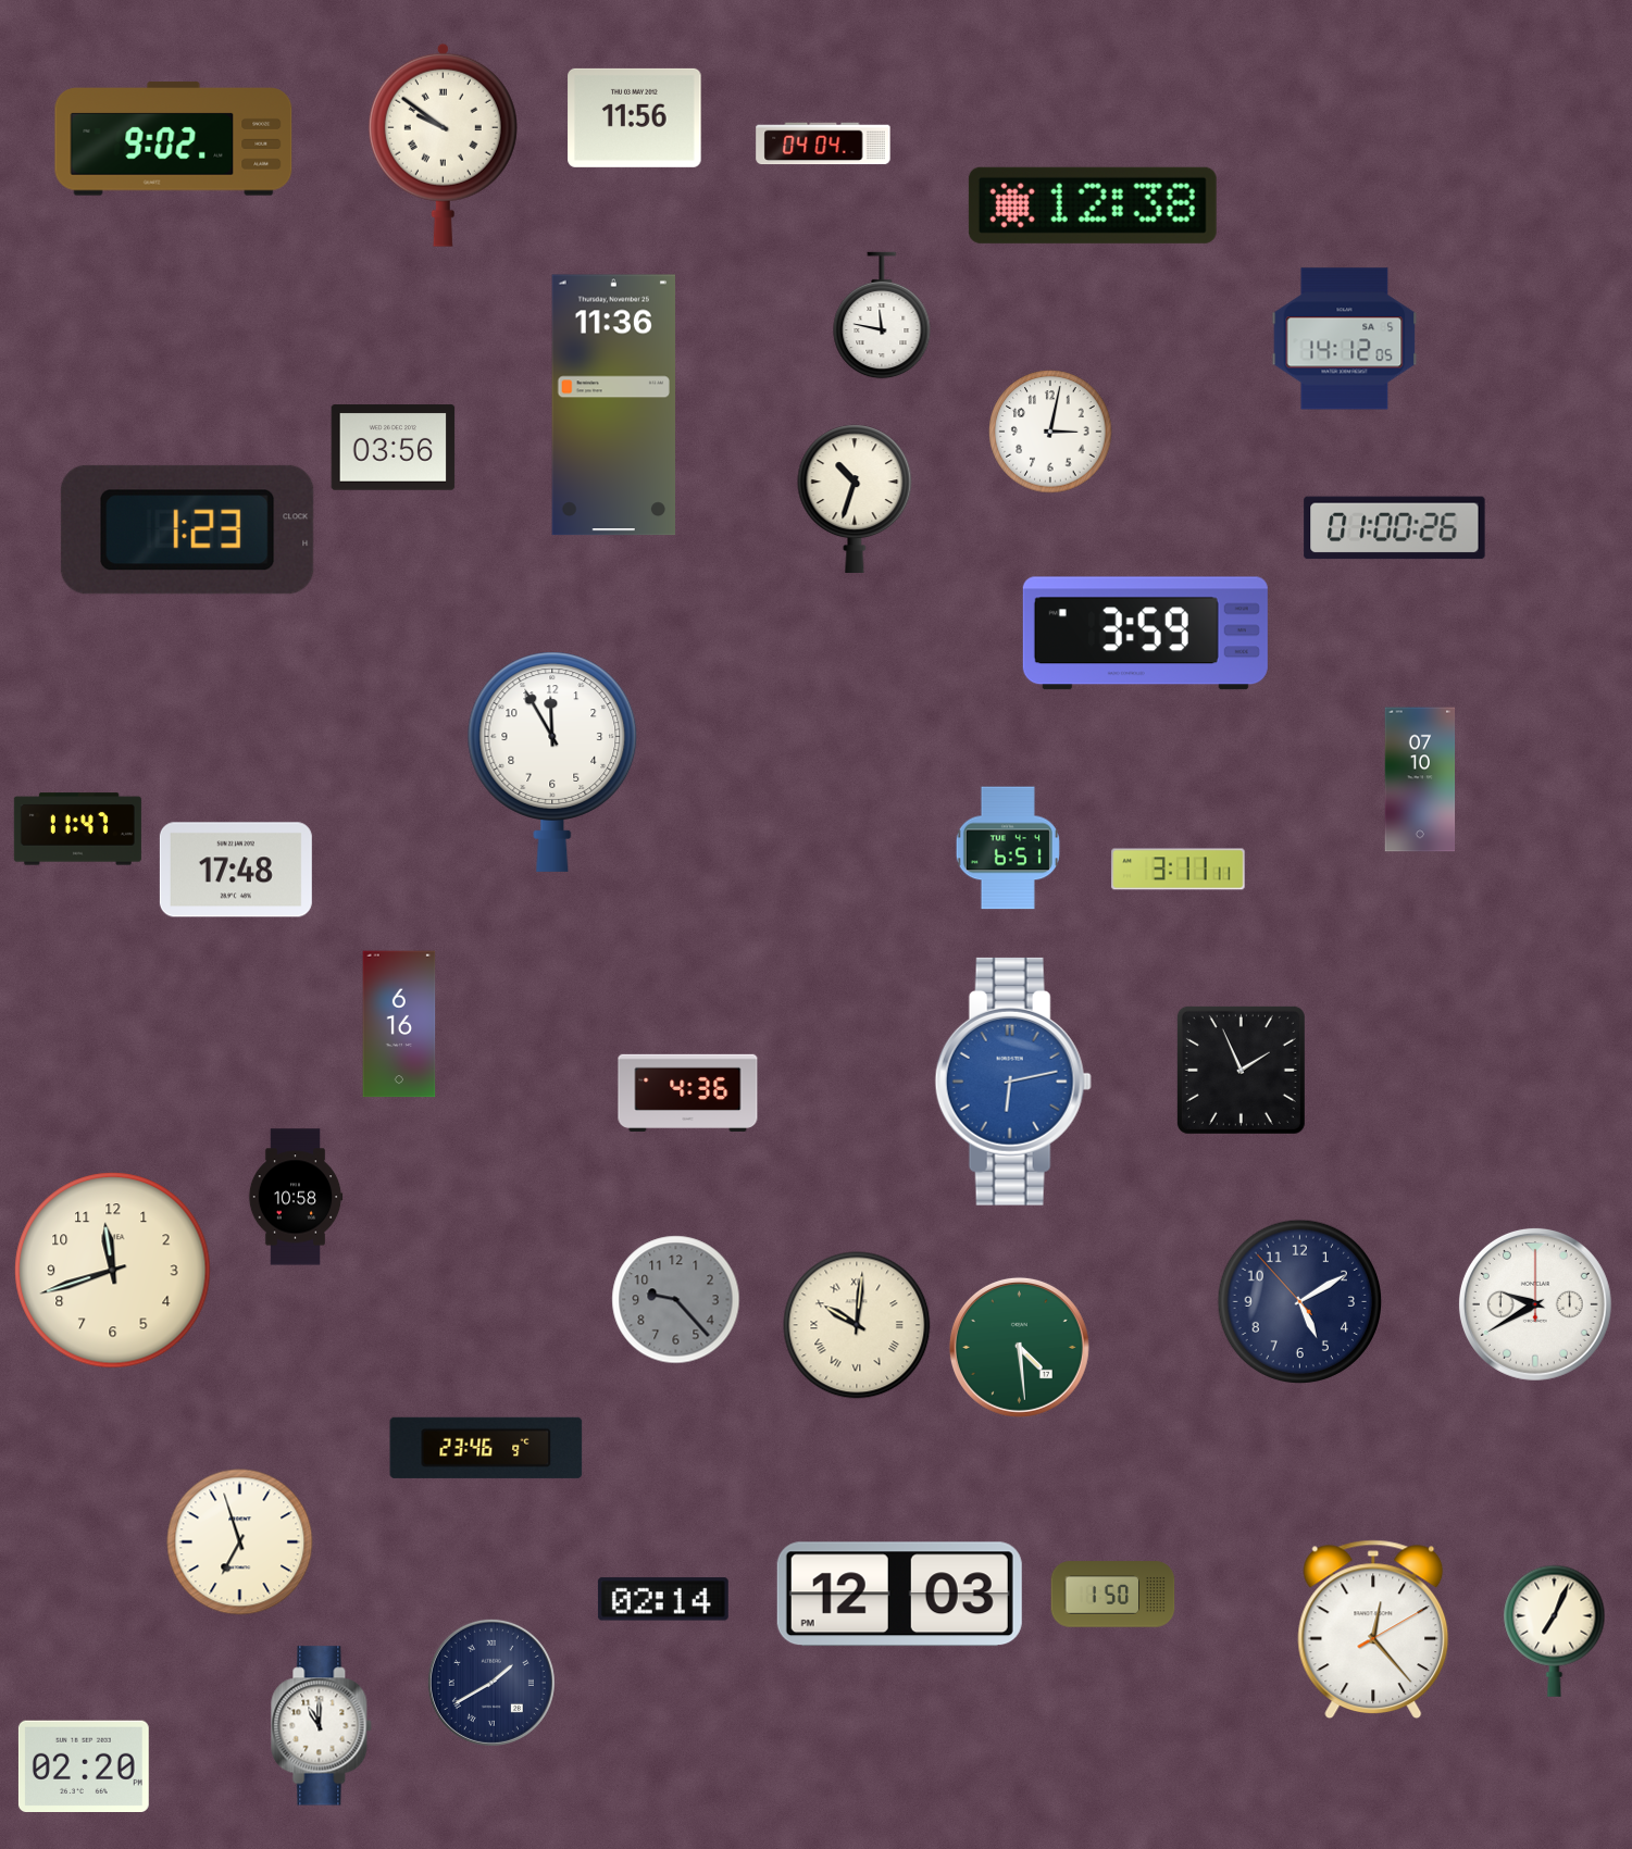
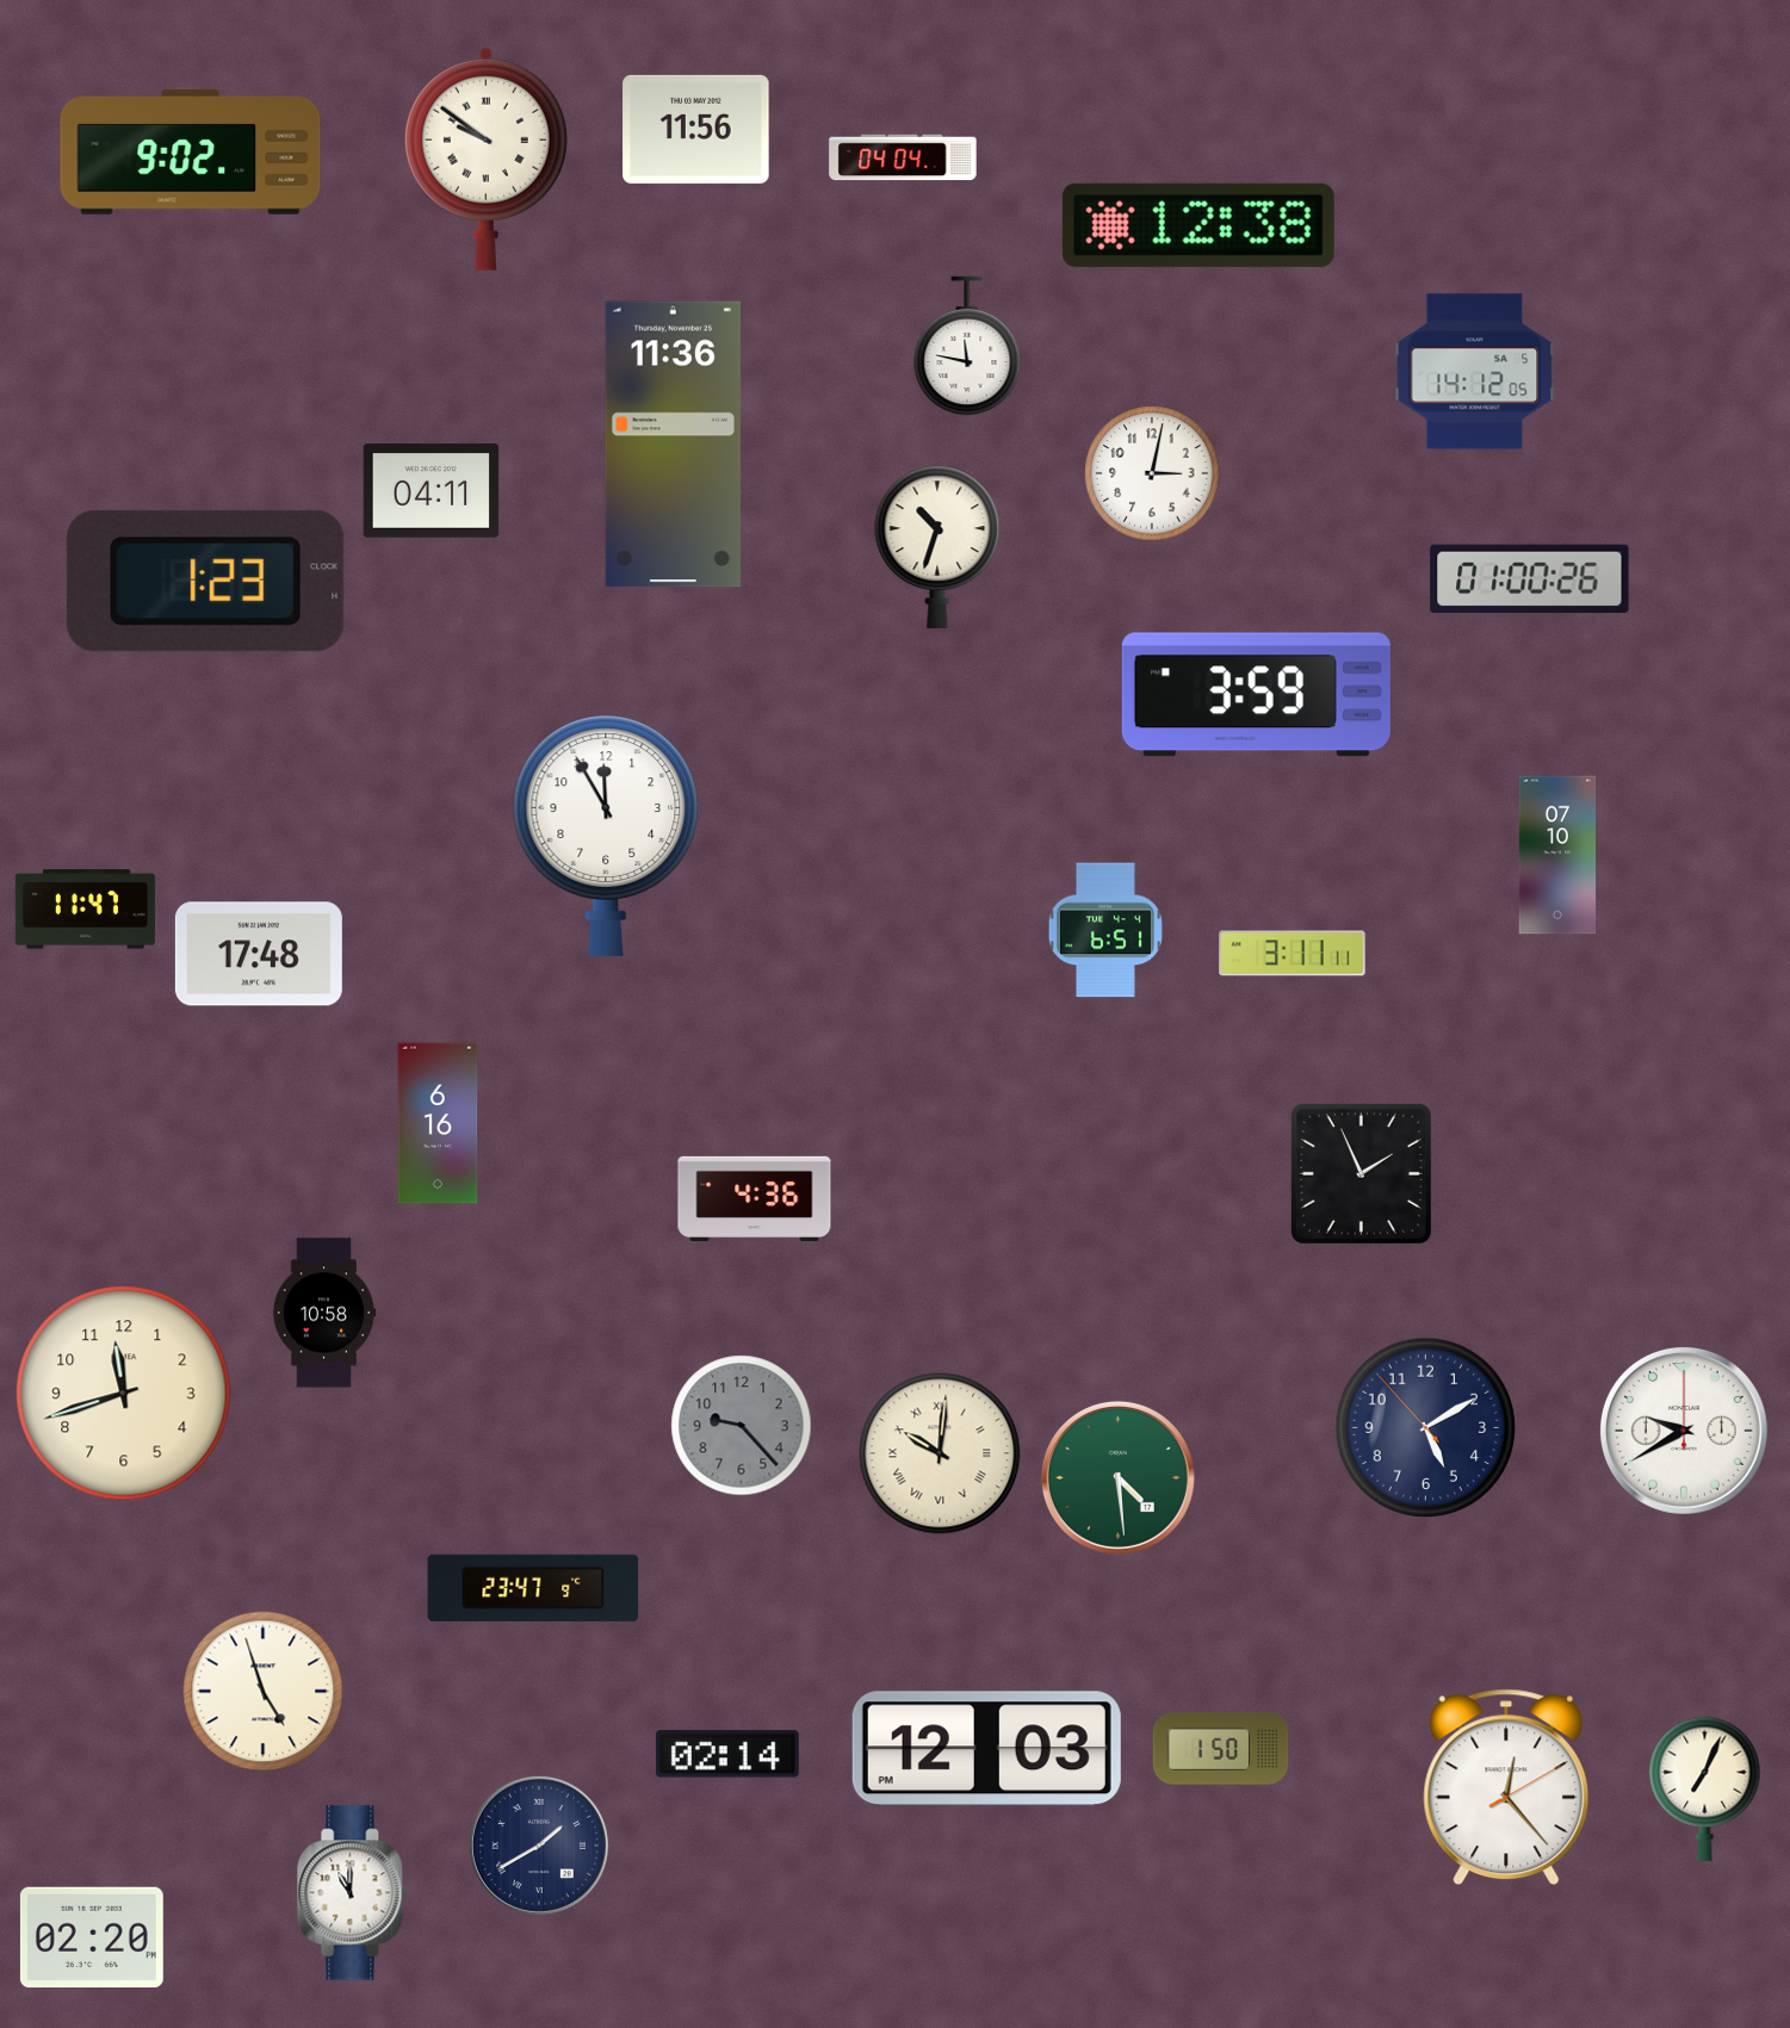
clock at (394, 448): 03:56 -> 04:11
clock at (1013, 1082): 6:13 -> none
clock at (486, 1448): 23:46 -> 23:47
clock at (240, 1542): 6:57 -> 4:57
